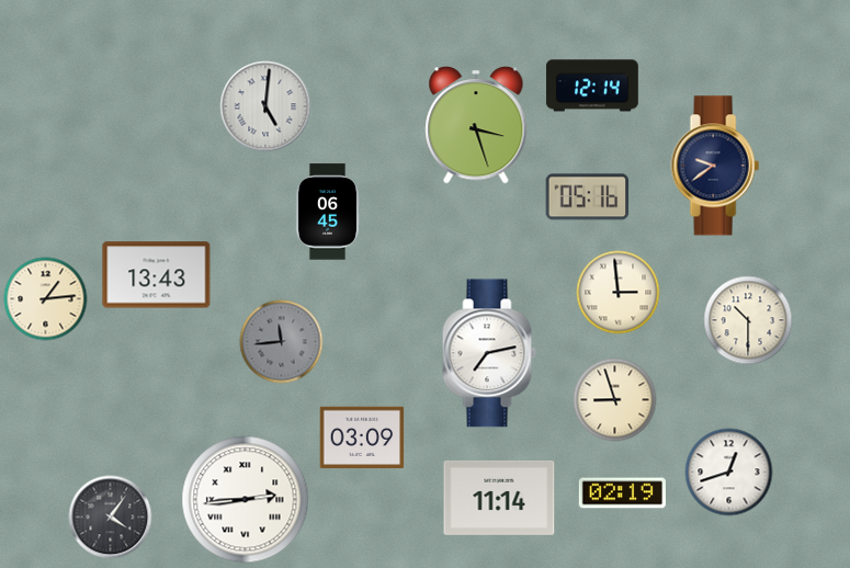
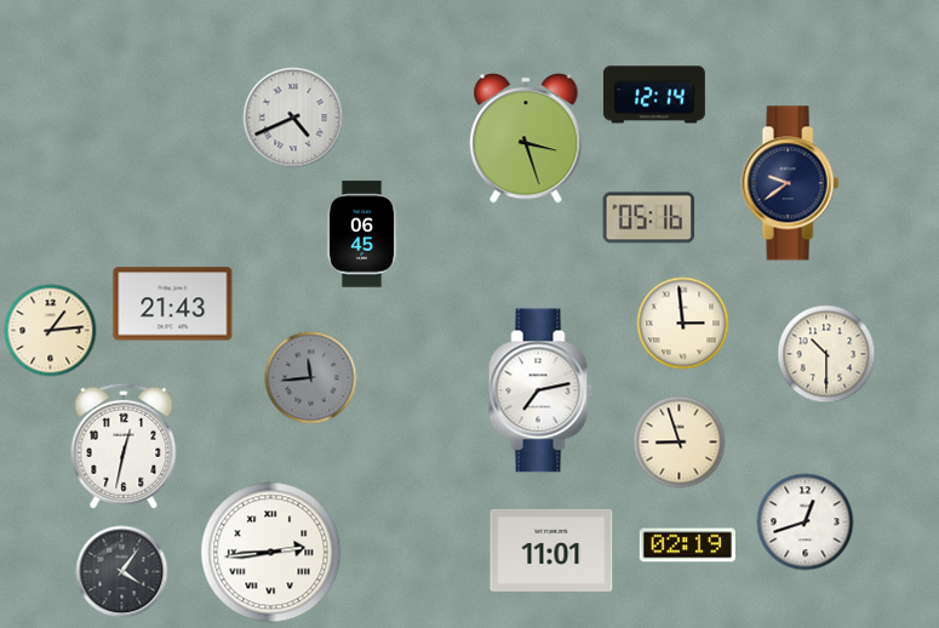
clock at (265, 106): 5:01 -> 4:41
clock at (157, 275): 13:43 -> 21:43
clock at (124, 446): none -> 12:32
clock at (362, 438): 03:09 -> none
clock at (499, 498): 11:14 -> 11:01
